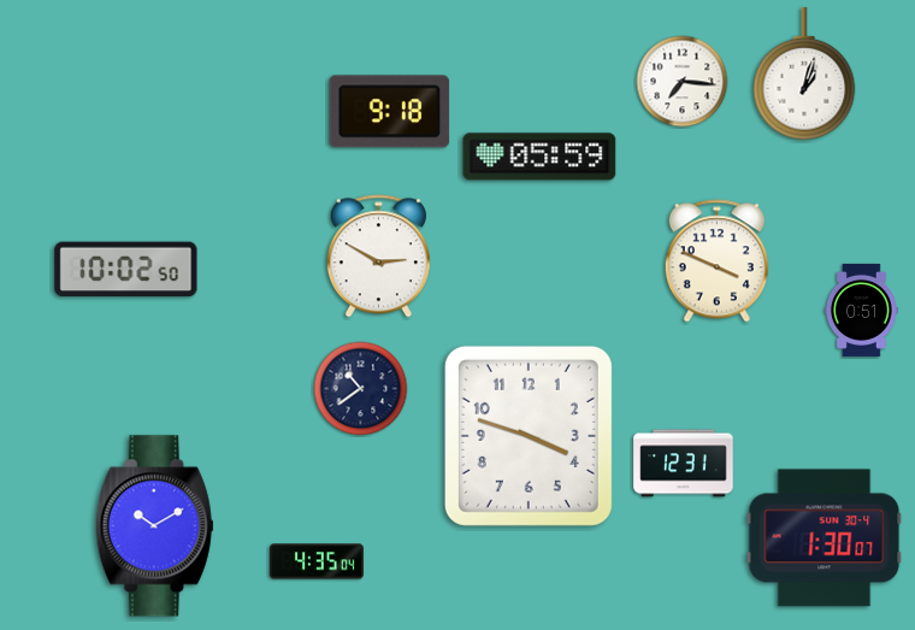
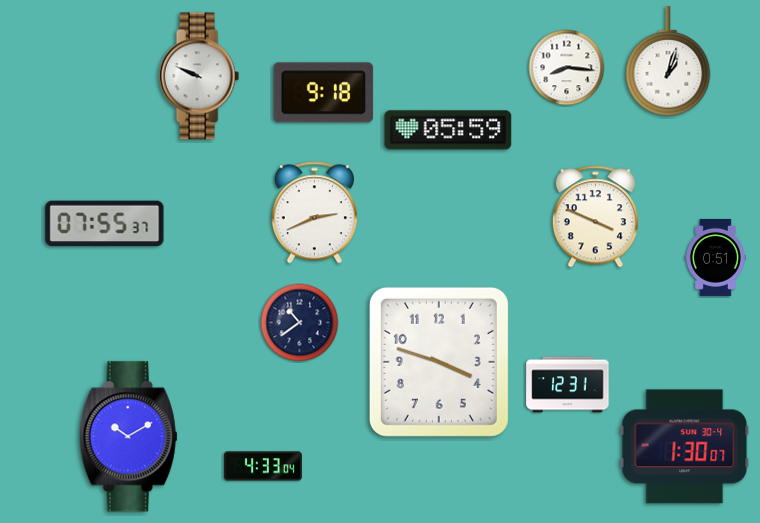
clock at (683, 82): 7:16 -> 8:16
clock at (199, 76): none -> 9:49
clock at (378, 257): 2:50 -> 2:41
clock at (126, 270): 10:02 -> 07:55
clock at (317, 561): 4:35 -> 4:33
